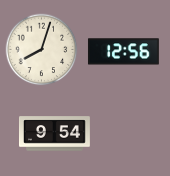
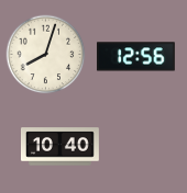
clock at (55, 134): 9:54 -> 10:40
